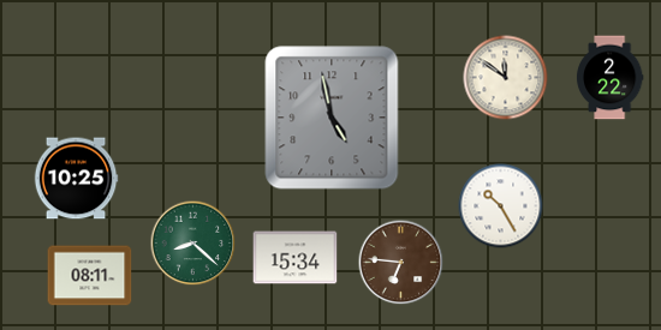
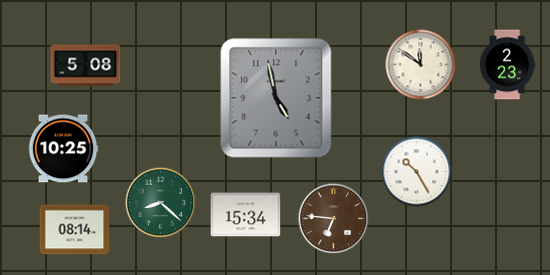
clock at (609, 78): 2:22 -> 2:23
clock at (86, 66): none -> 5:08
clock at (90, 276): 08:11 -> 08:14
